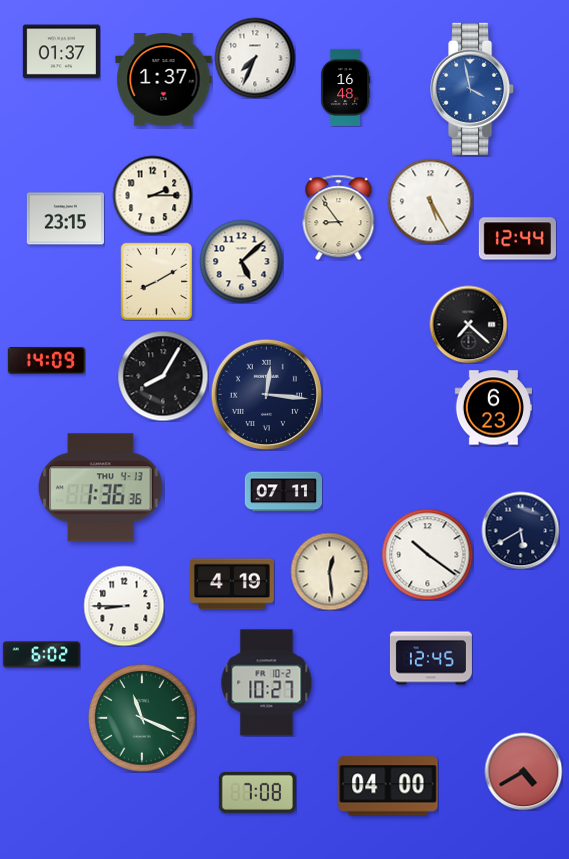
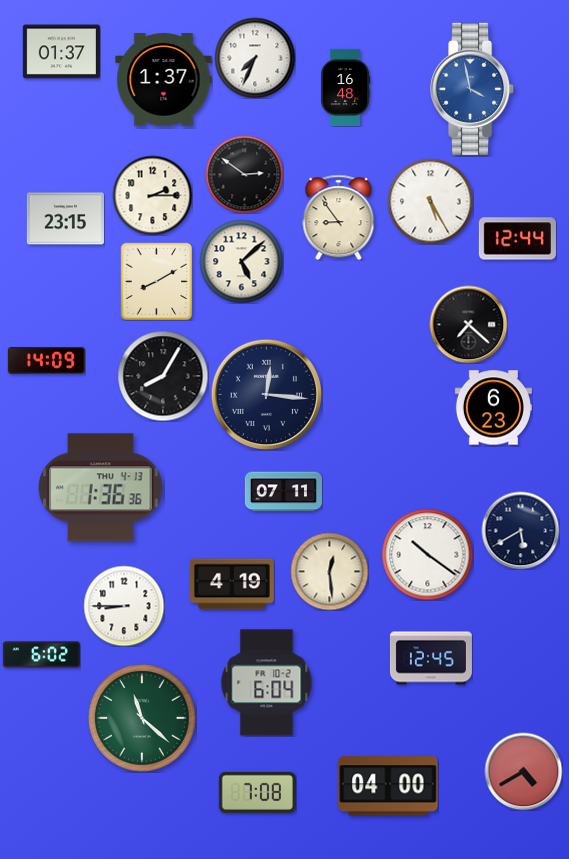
clock at (244, 174): none -> 2:51
clock at (267, 683): 10:27 -> 6:04
clock at (142, 718): 11:19 -> 11:22
